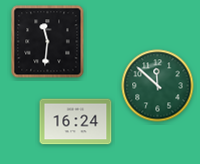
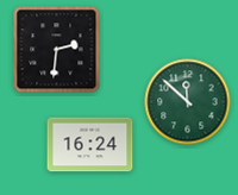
clock at (48, 42): 11:31 -> 2:31
